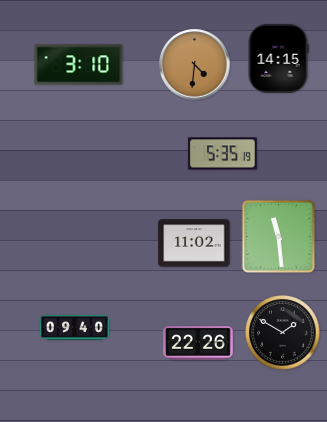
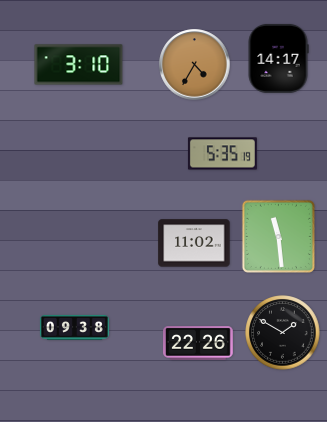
clock at (278, 58): 14:15 -> 14:17
clock at (195, 65): 4:31 -> 4:35
clock at (74, 327): 09:40 -> 09:38
